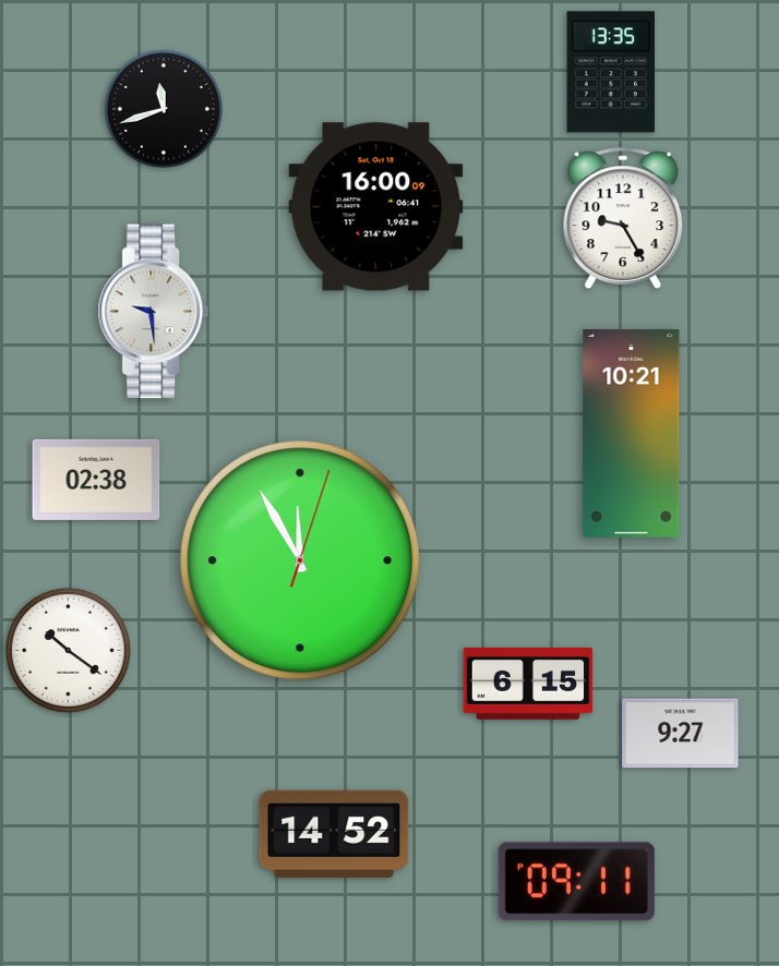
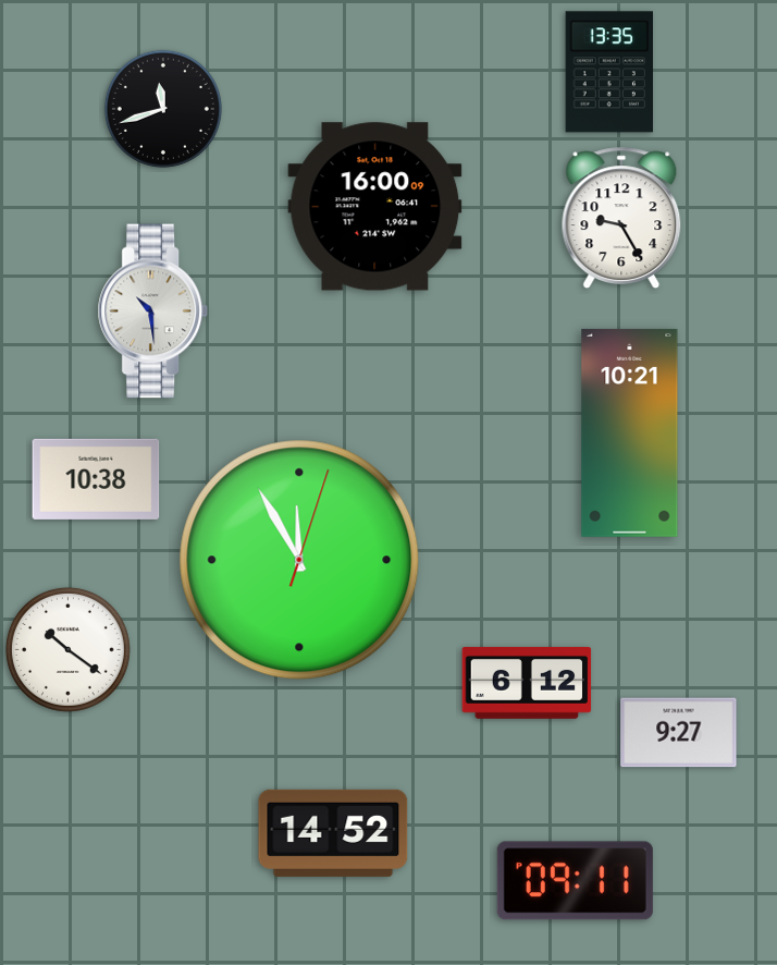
clock at (154, 312): 9:29 -> 10:29
clock at (96, 480): 02:38 -> 10:38
clock at (528, 684): 6:15 -> 6:12
